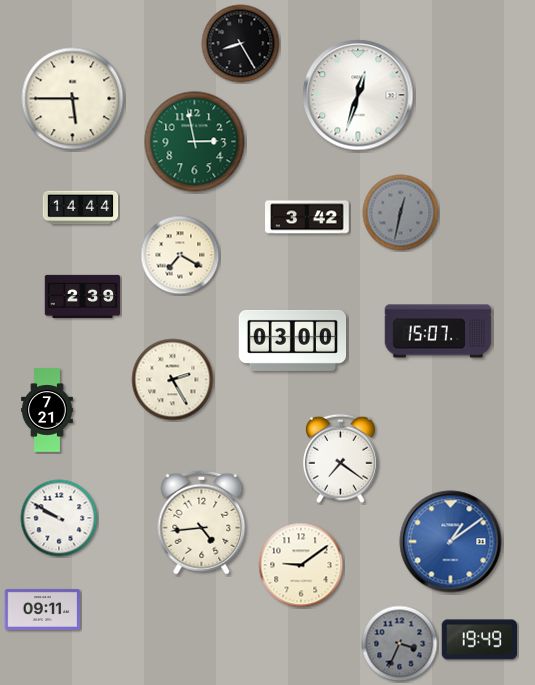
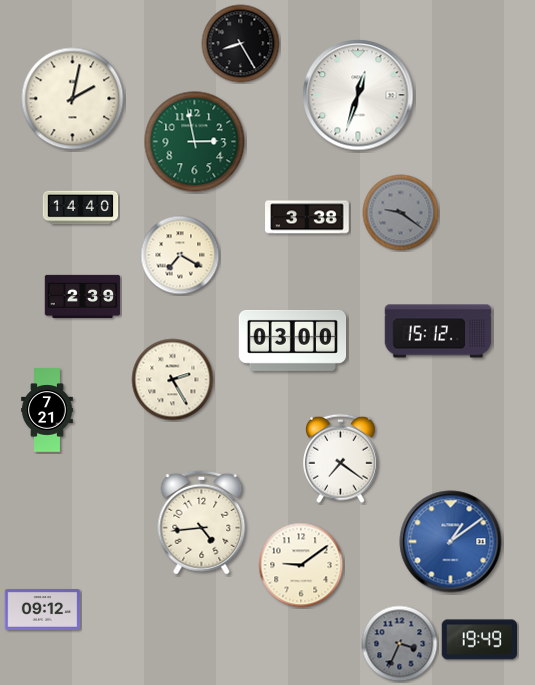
clock at (73, 99): 5:45 -> 2:02
clock at (81, 208): 14:44 -> 14:40
clock at (401, 213): 12:32 -> 9:21
clock at (307, 217): 3:42 -> 3:38
clock at (438, 331): 15:07 -> 15:12
clock at (59, 518): 9:50 -> none
clock at (43, 609): 09:11 -> 09:12
